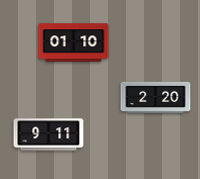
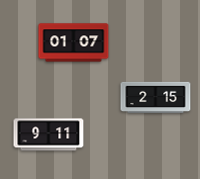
clock at (74, 43): 01:10 -> 01:07
clock at (156, 98): 2:20 -> 2:15
